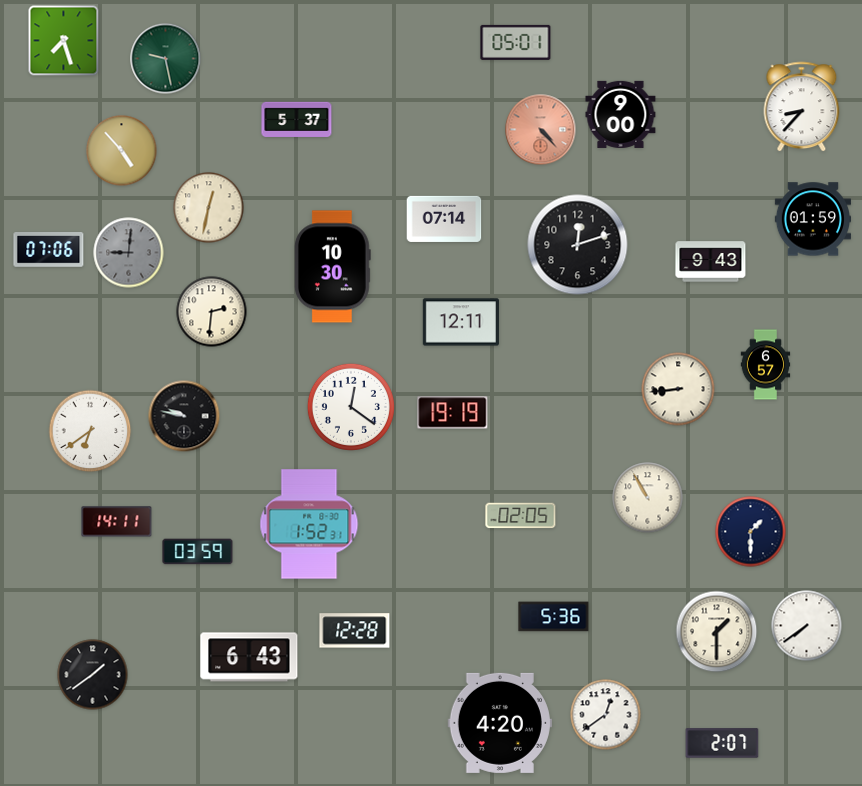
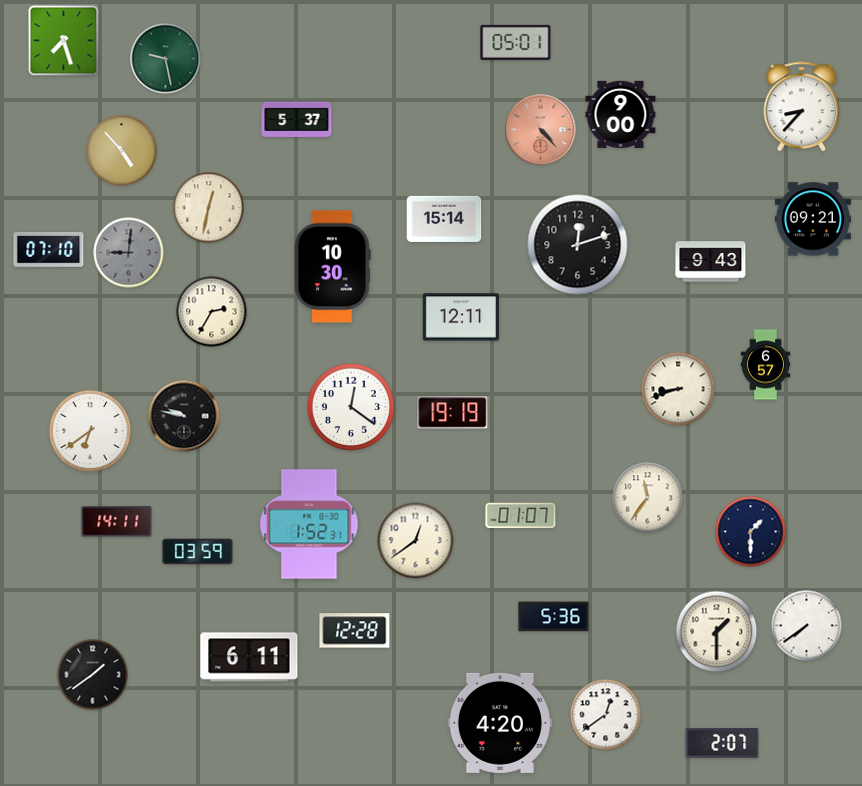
clock at (444, 219): 07:14 -> 15:14
clock at (812, 219): 01:59 -> 09:21
clock at (49, 250): 07:06 -> 07:10
clock at (212, 312): 2:31 -> 2:35
clock at (460, 322) position: (460, 322) -> (460, 317)
clock at (678, 389): 8:44 -> 8:42
clock at (648, 498): 10:55 -> 11:36
clock at (521, 516): 02:05 -> 01:07
clock at (416, 541): none -> 12:39
clock at (249, 657): 6:43 -> 6:11
